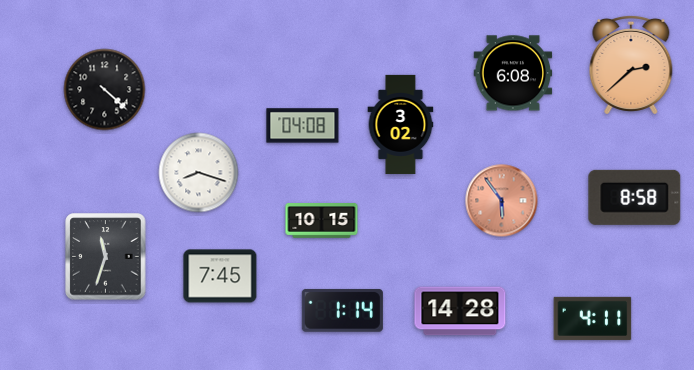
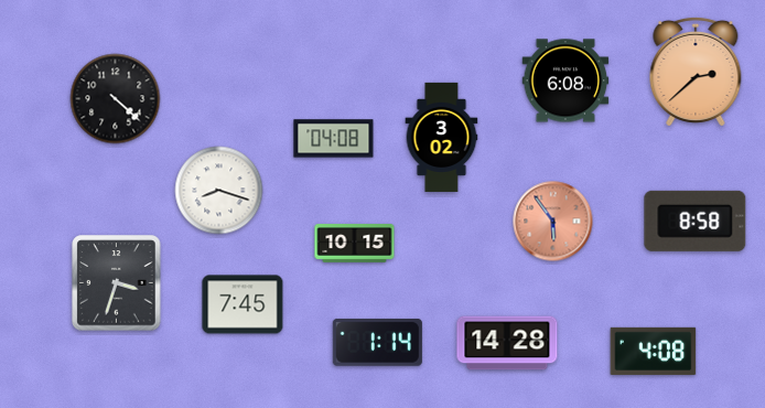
clock at (635, 197) position: (635, 197) -> (696, 221)
clock at (106, 257): 11:33 -> 3:33
clock at (593, 318): 4:11 -> 4:08
